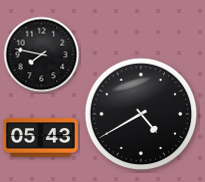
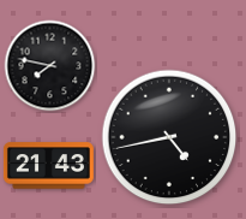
clock at (141, 114): 4:40 -> 4:43
clock at (40, 138): 05:43 -> 21:43
